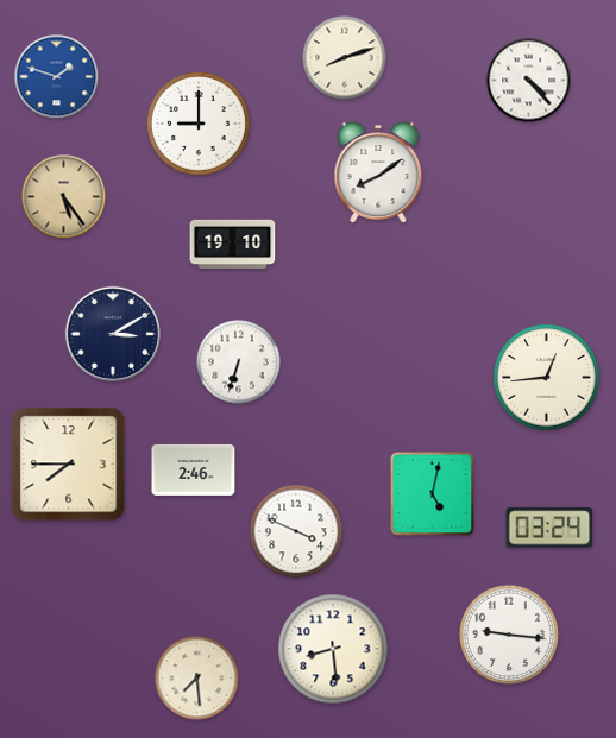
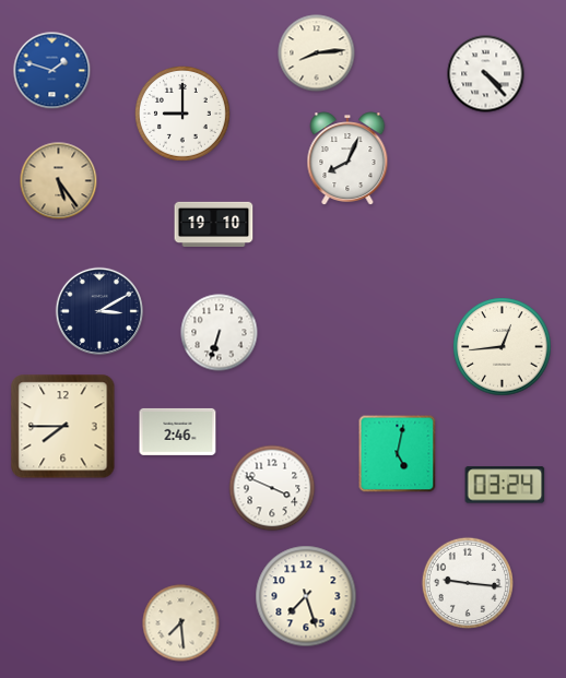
clock at (345, 58): 8:12 -> 8:14
clock at (378, 172): 8:09 -> 8:04
clock at (112, 333) position: (112, 333) -> (98, 310)
clock at (333, 649): 8:29 -> 7:27
